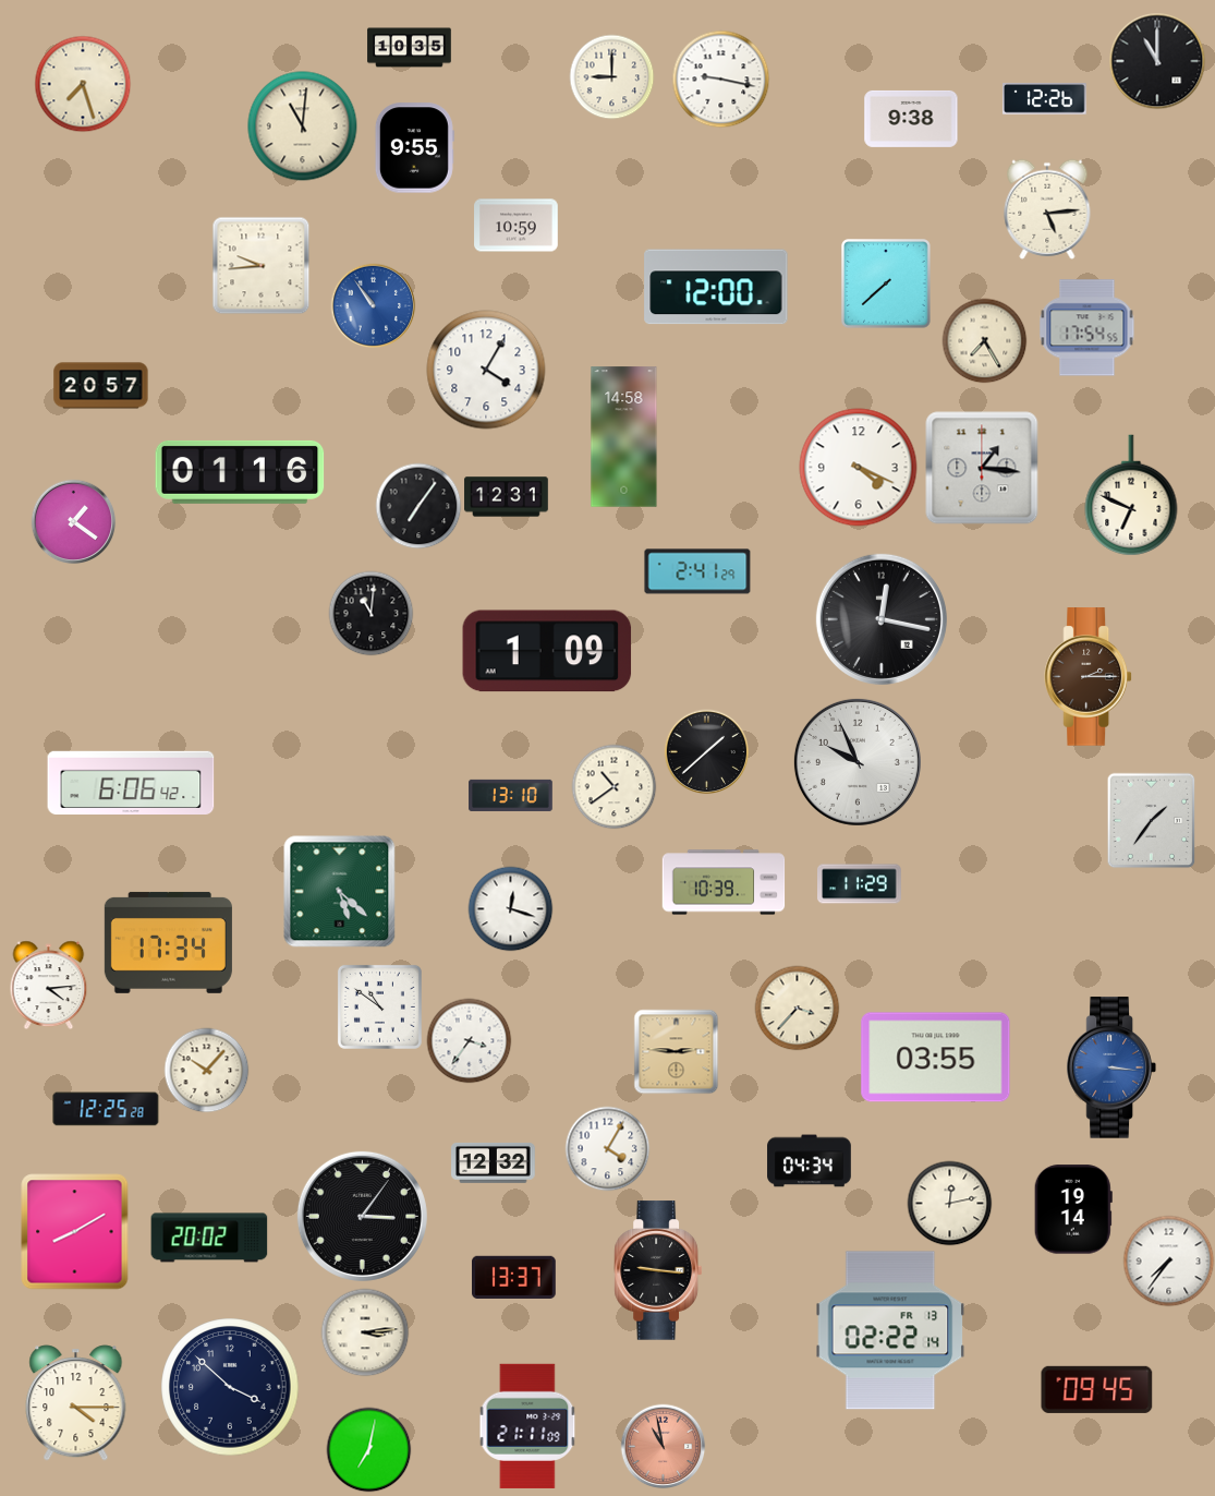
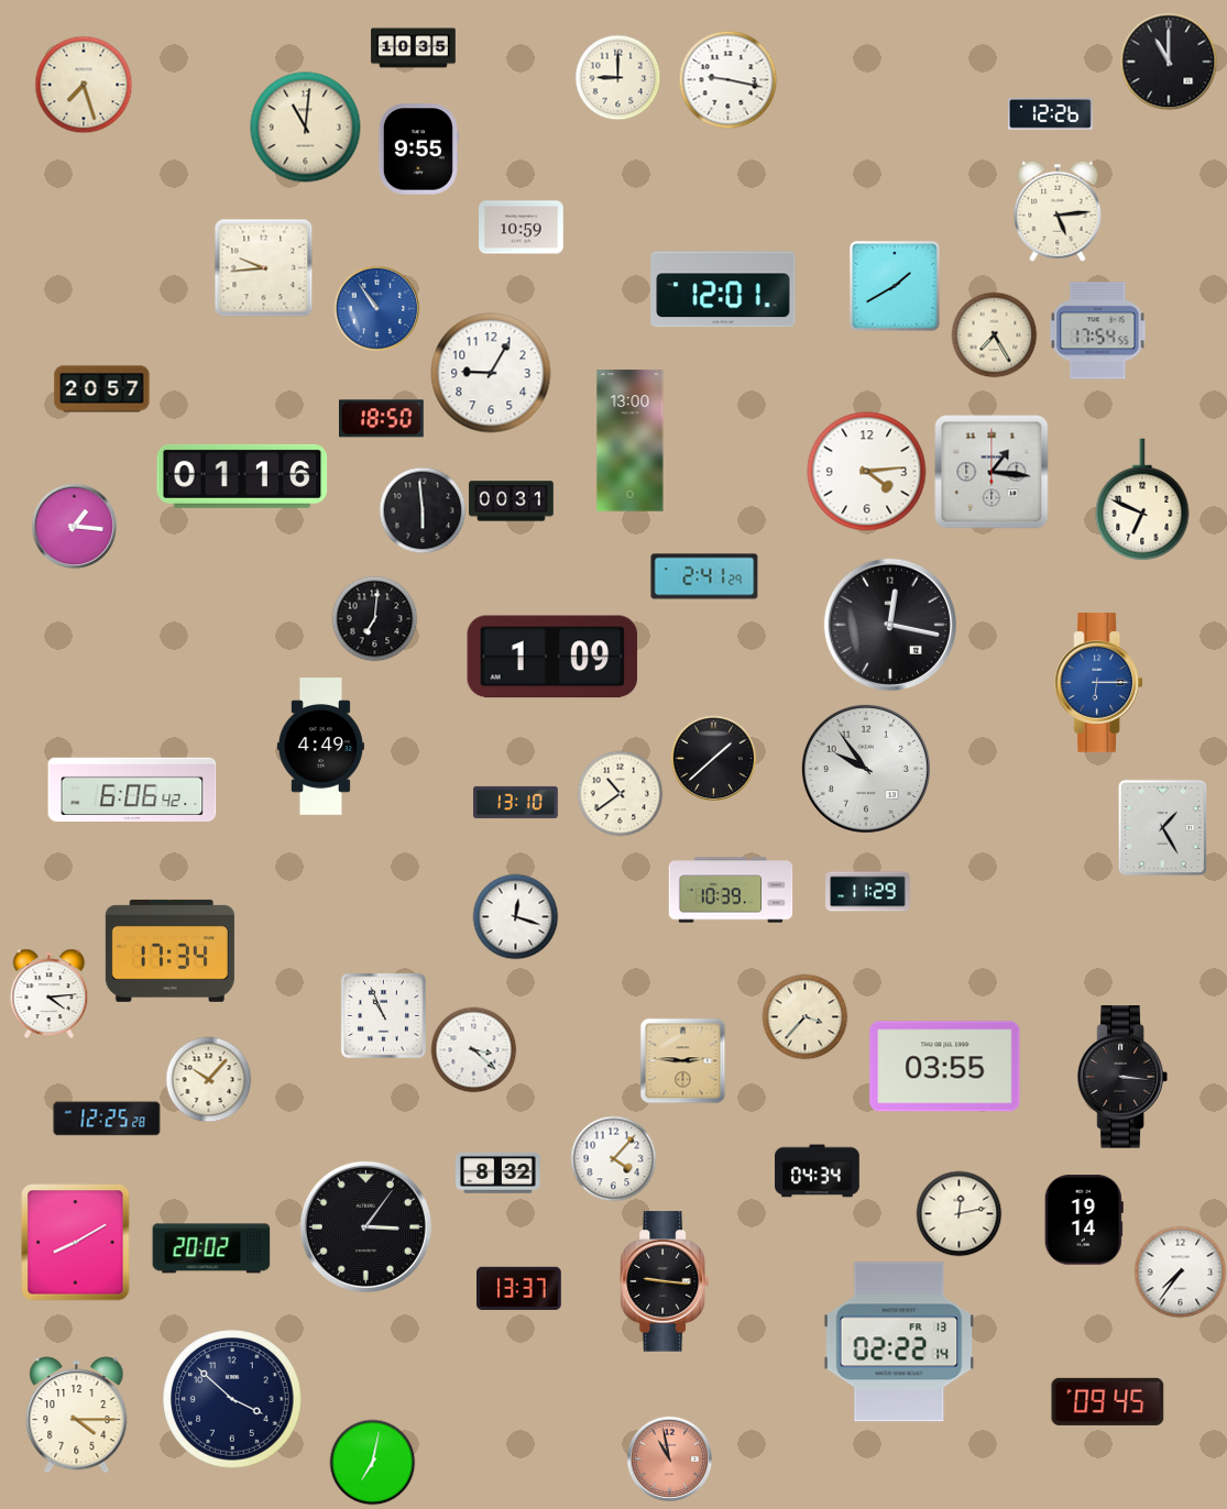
clock at (1045, 98) position: (1045, 98) -> (1051, 113)
clock at (911, 119): 9:38 -> none
clock at (886, 283): 7:38 -> 1:40
clock at (716, 287): 12:00 -> 12:01
clock at (984, 340) position: (984, 340) -> (994, 334)
clock at (486, 370): 4:05 -> 9:05
clock at (381, 419): none -> 18:50
clock at (624, 437): 14:58 -> 13:00
clock at (859, 468): 4:19 -> 4:14
clock at (507, 497): 12:31 -> 00:31
clock at (418, 506): 7:06 -> 5:59
clock at (73, 521): 1:21 -> 1:16
clock at (370, 613): 11:01 -> 7:01
clock at (1089, 677): 2:15 -> 6:15
clock at (1089, 677) dial: brown -> blue
clock at (320, 747): none -> 4:49
clock at (858, 762): 9:56 -> 9:54
clock at (1152, 820): 1:36 -> 1:25
clock at (340, 892): 5:22 -> none
clock at (379, 1006): 10:51 -> 10:56
clock at (469, 1040): 3:36 -> 3:22
clock at (1111, 1067) dial: blue -> black
clock at (607, 1148): 4:05 -> 4:07
clock at (494, 1162): 12:32 -> 8:32
clock at (365, 1332): 3:14 -> none
clock at (527, 1426): 21:11 -> none
